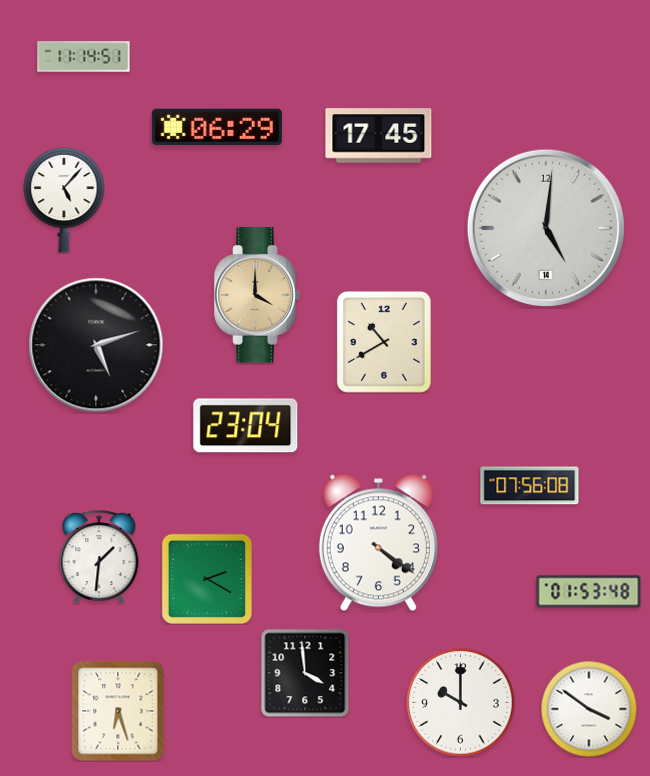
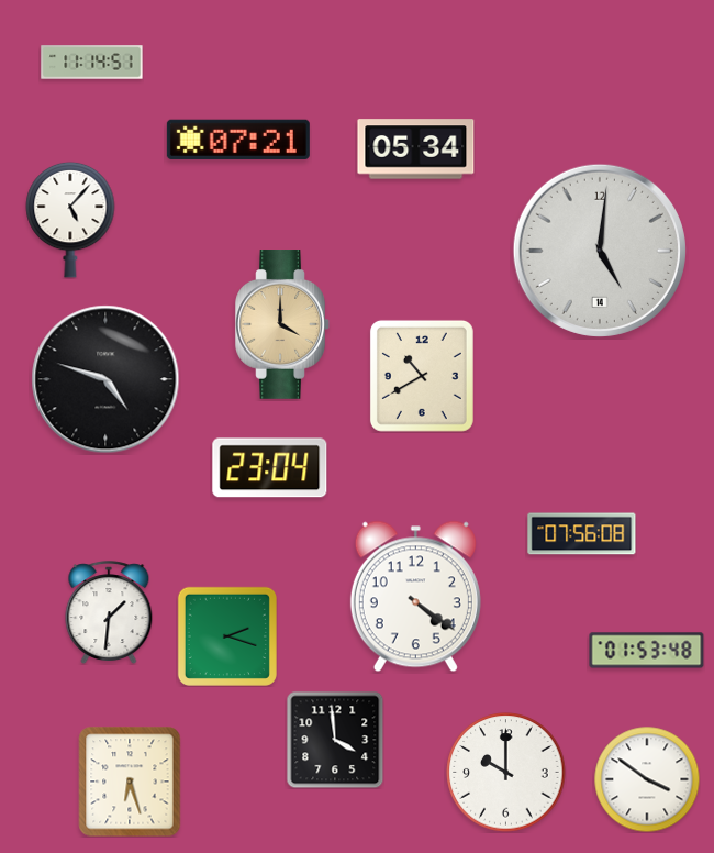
clock at (217, 127): 06:29 -> 07:21
clock at (379, 136): 17:45 -> 05:34
clock at (96, 345): 5:12 -> 4:48
clock at (207, 579): 2:20 -> 2:18
